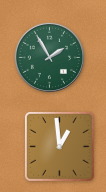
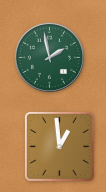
clock at (49, 57): 1:55 -> 1:58
